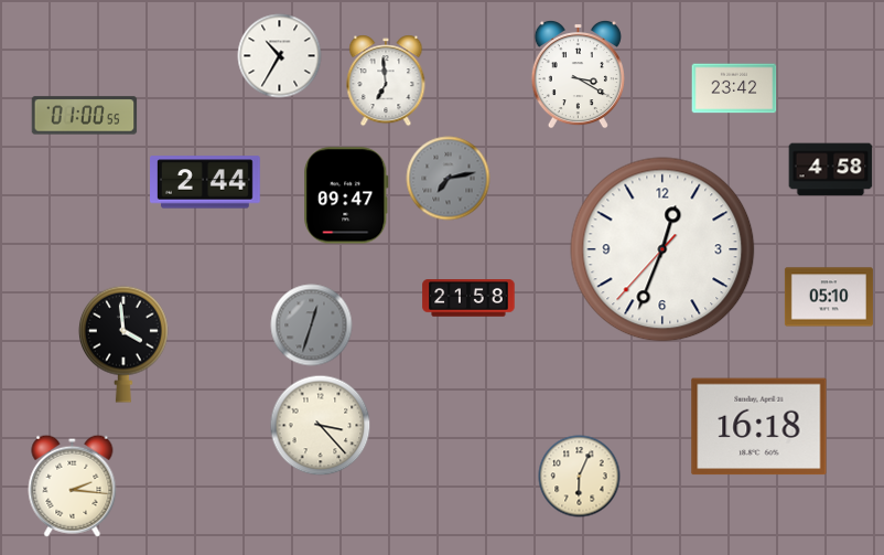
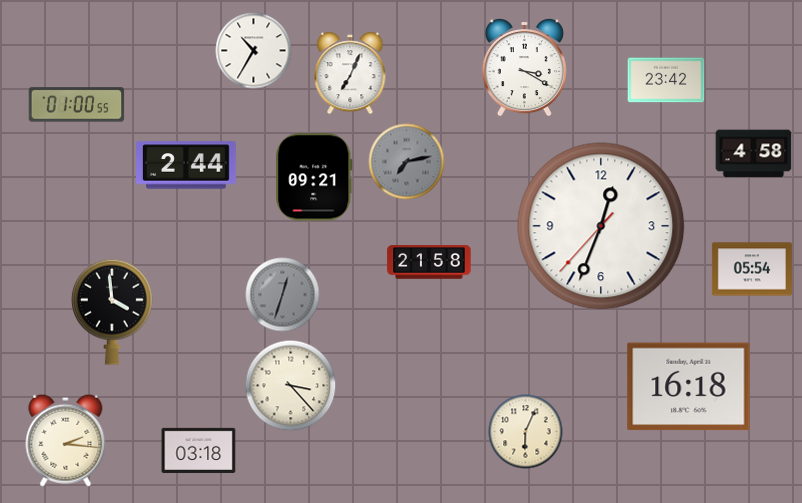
clock at (386, 81): 6:59 -> 7:04
clock at (346, 195): 09:47 -> 09:21
clock at (829, 297): 05:10 -> 05:54
clock at (468, 298) position: (468, 298) -> (429, 262)
clock at (199, 450): none -> 03:18
